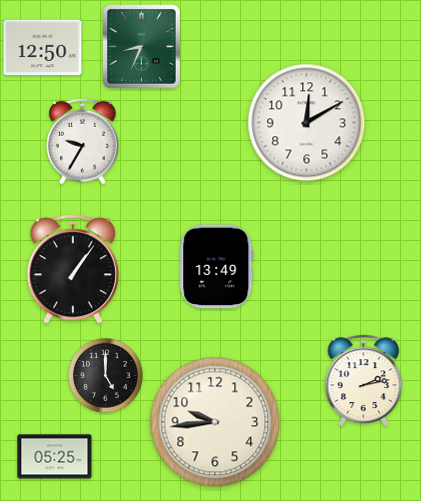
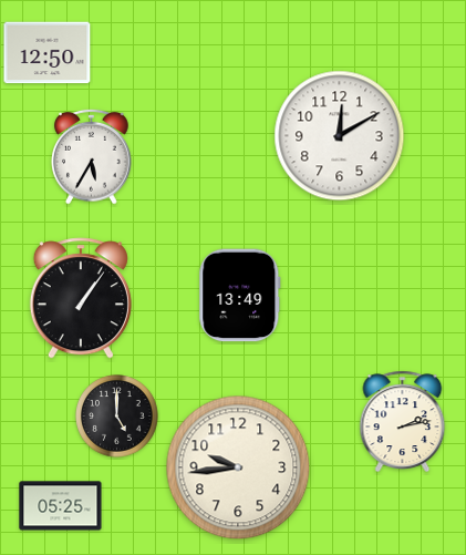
clock at (142, 47): 8:34 -> none
clock at (83, 141): 9:35 -> 5:35
